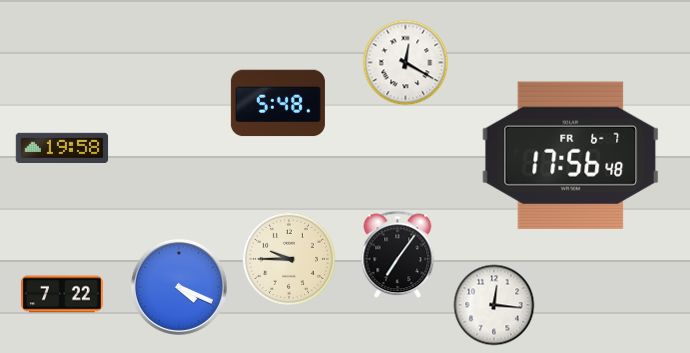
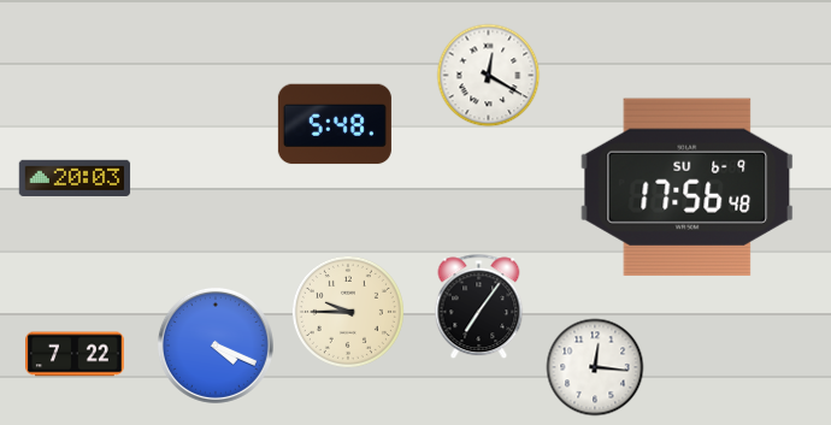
clock at (62, 147): 19:58 -> 20:03
clock at (571, 155) date: FR 6-7 -> SU 6-9
